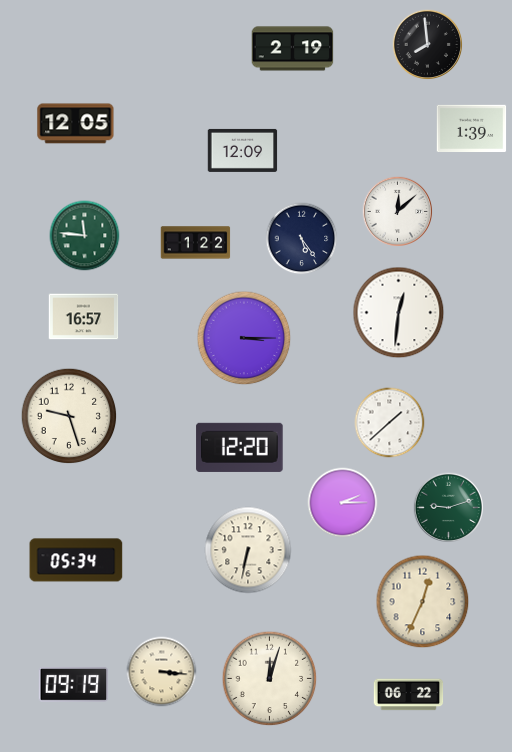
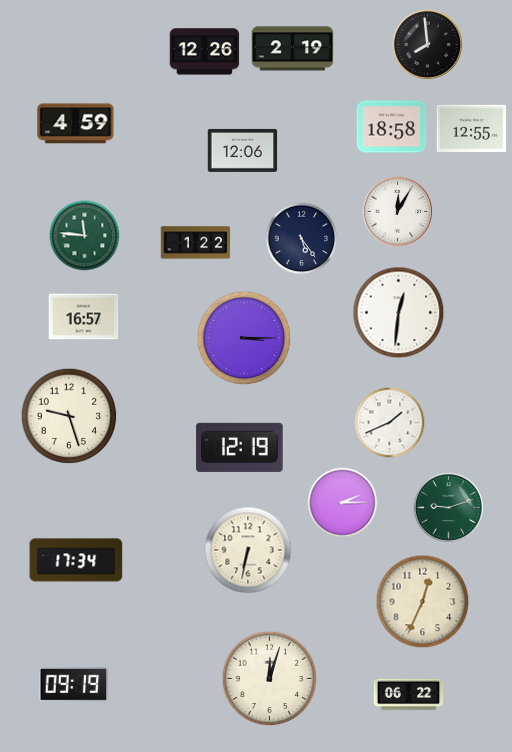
clock at (205, 52): none -> 12:26
clock at (76, 124): 12:05 -> 4:59
clock at (392, 127): none -> 18:58
clock at (472, 128): 1:39 -> 12:55
clock at (243, 150): 12:09 -> 12:06
clock at (397, 211): 12:08 -> 12:05
clock at (390, 423): 1:38 -> 1:41
clock at (240, 447): 12:20 -> 12:19
clock at (76, 560): 05:34 -> 17:34
clock at (162, 672): 3:16 -> none
